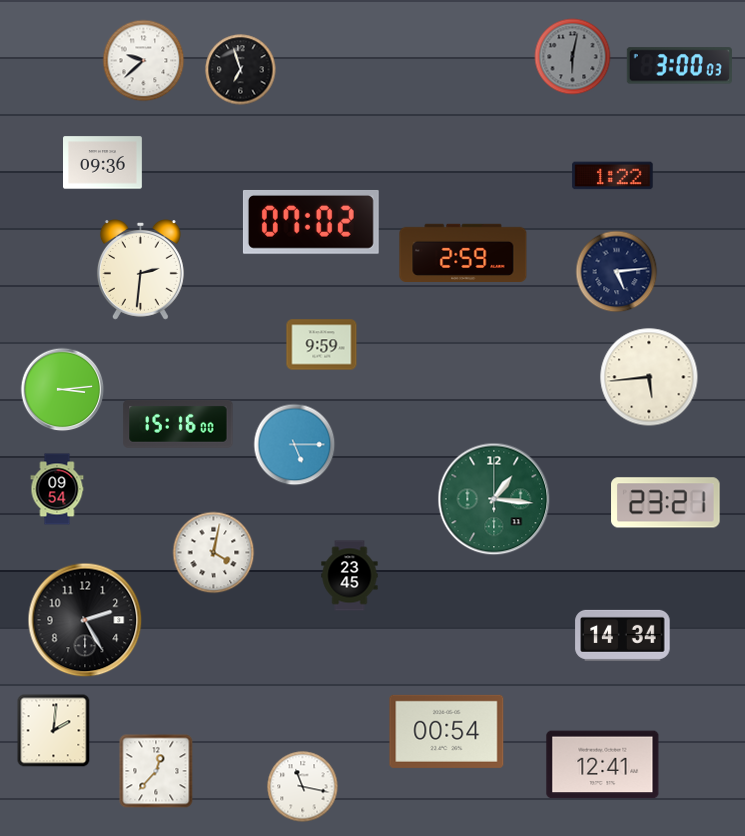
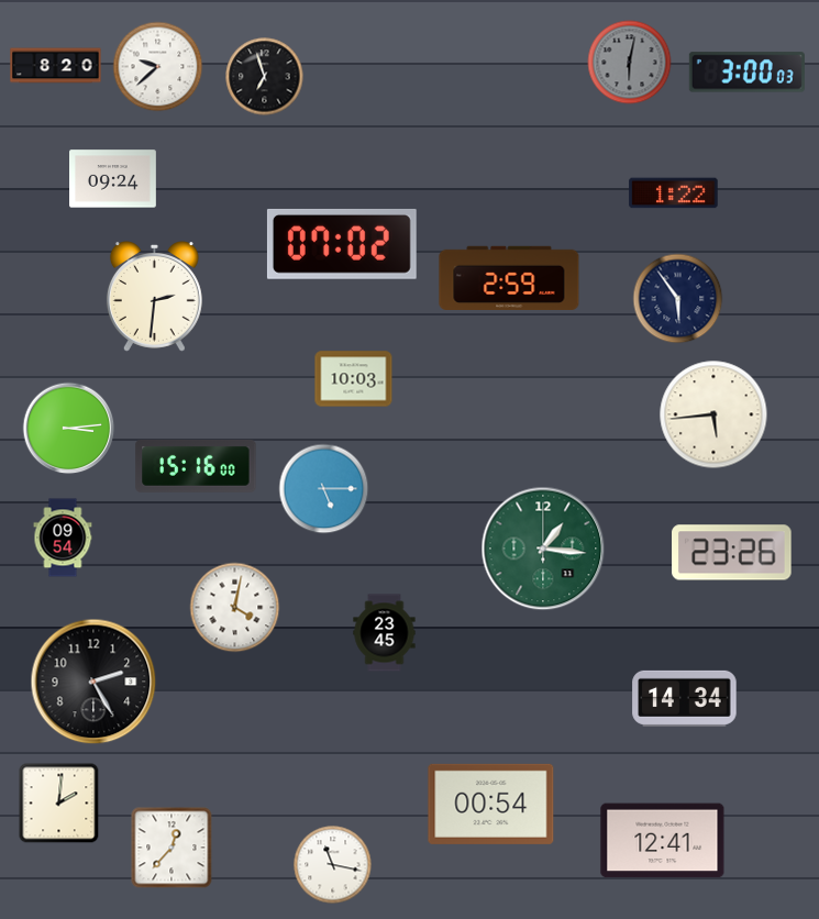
clock at (56, 66): none -> 8:20
clock at (103, 163): 09:36 -> 09:24
clock at (617, 272): 5:14 -> 5:54
clock at (322, 345): 9:59 -> 10:03
clock at (666, 503): 23:21 -> 23:26
